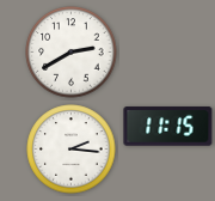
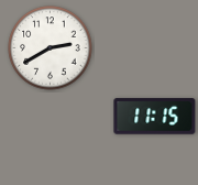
clock at (72, 53) position: (72, 53) -> (51, 48)
clock at (72, 150): 2:16 -> none
